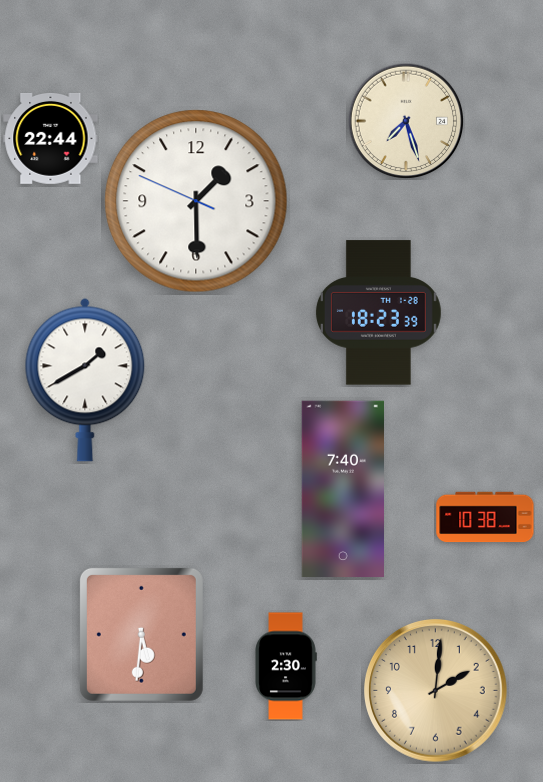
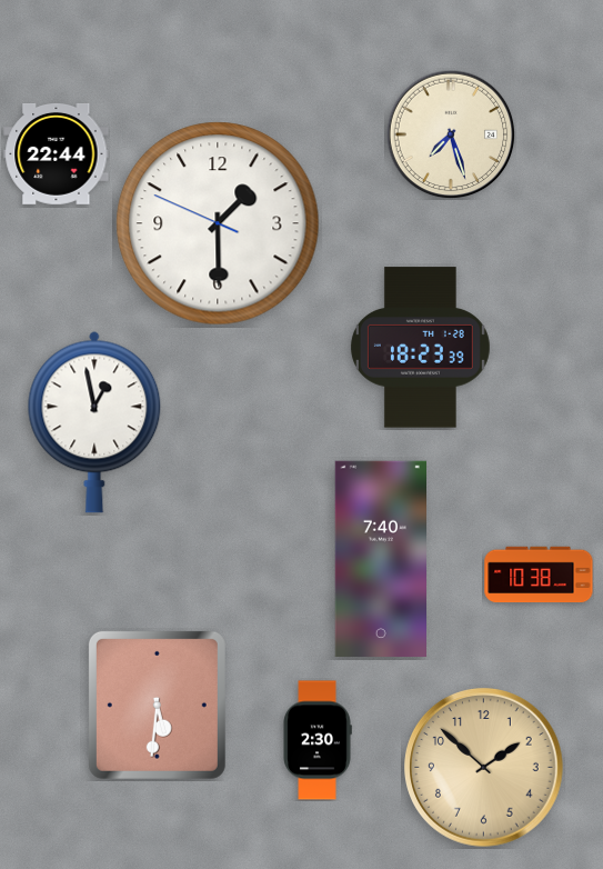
clock at (85, 380): 1:40 -> 12:58
clock at (342, 489) position: (342, 489) -> (380, 559)
clock at (436, 691): 2:01 -> 1:52
